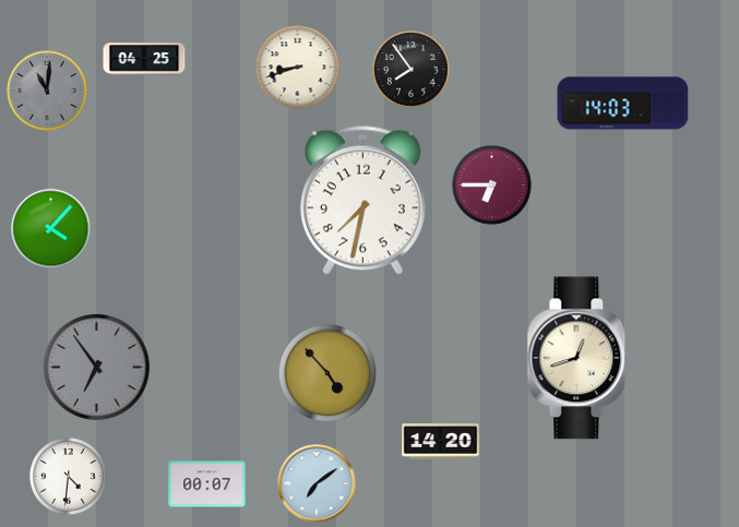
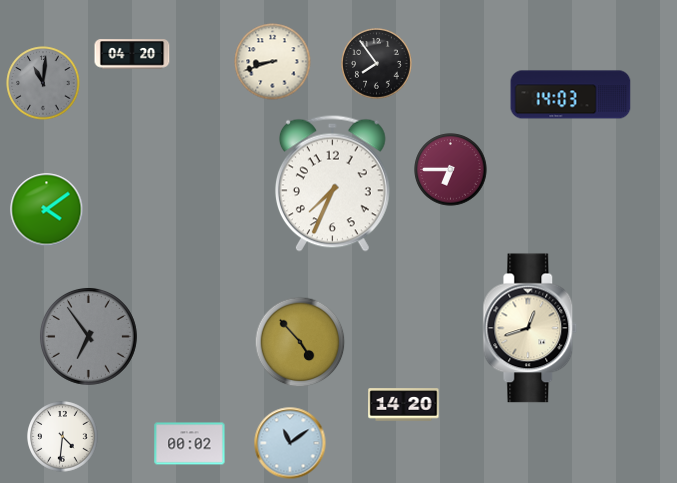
clock at (144, 59): 04:25 -> 04:20
clock at (362, 200): 7:32 -> 7:34
clock at (51, 229): 4:07 -> 4:09
clock at (317, 483): 7:09 -> 11:09
clock at (207, 484): 00:07 -> 00:02
